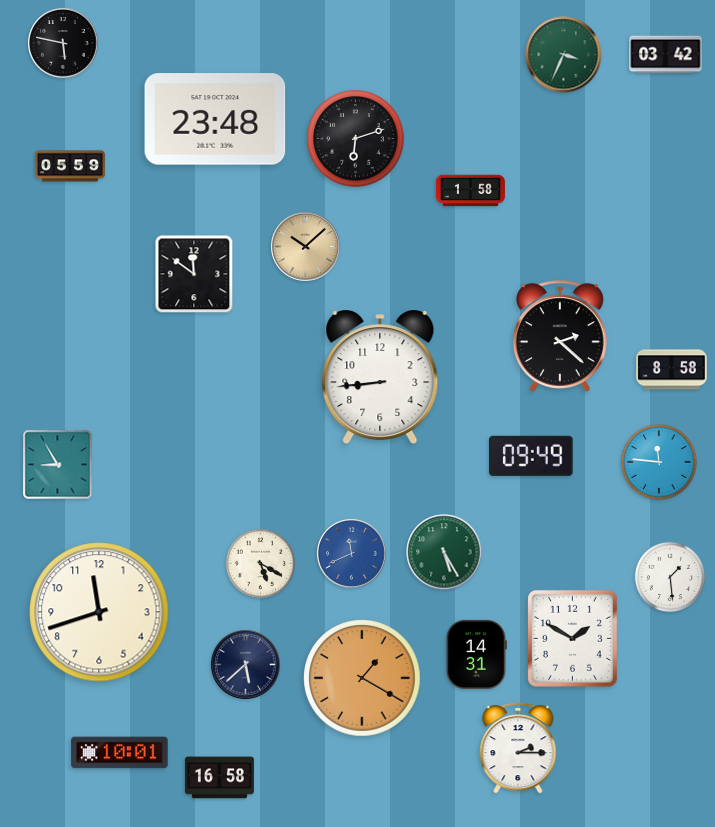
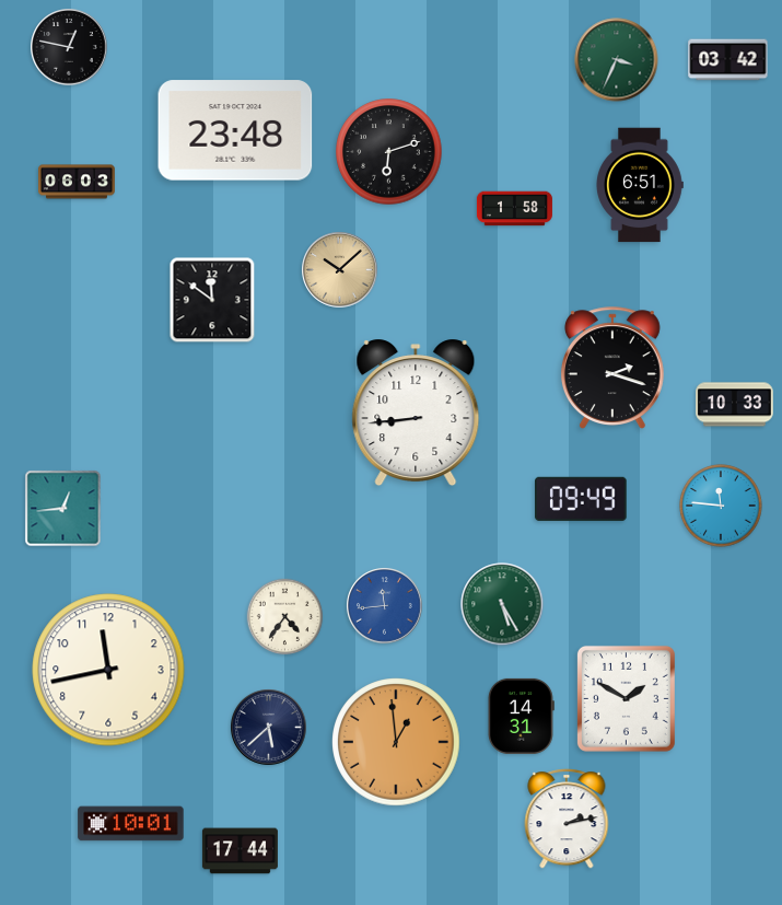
clock at (63, 43): 5:47 -> 12:47
clock at (71, 166): 05:59 -> 06:03
clock at (640, 185): none -> 6:51
clock at (306, 247) position: (306, 247) -> (340, 270)
clock at (560, 336): 2:22 -> 2:18
clock at (672, 370): 8:58 -> 10:33
clock at (58, 465): 8:55 -> 12:44
clock at (444, 552) position: (444, 552) -> (502, 604)
clock at (352, 554): 11:41 -> 11:44
clock at (261, 564): 5:20 -> 4:36
clock at (670, 577): 1:29 -> none
clock at (99, 612): 11:42 -> 11:43
clock at (362, 678): 1:20 -> 12:59
clock at (518, 749): 2:15 -> 2:13
clock at (219, 778): 16:58 -> 17:44
